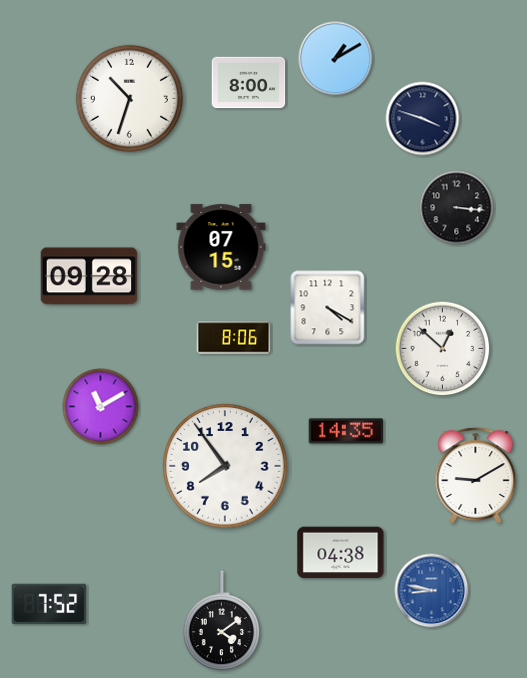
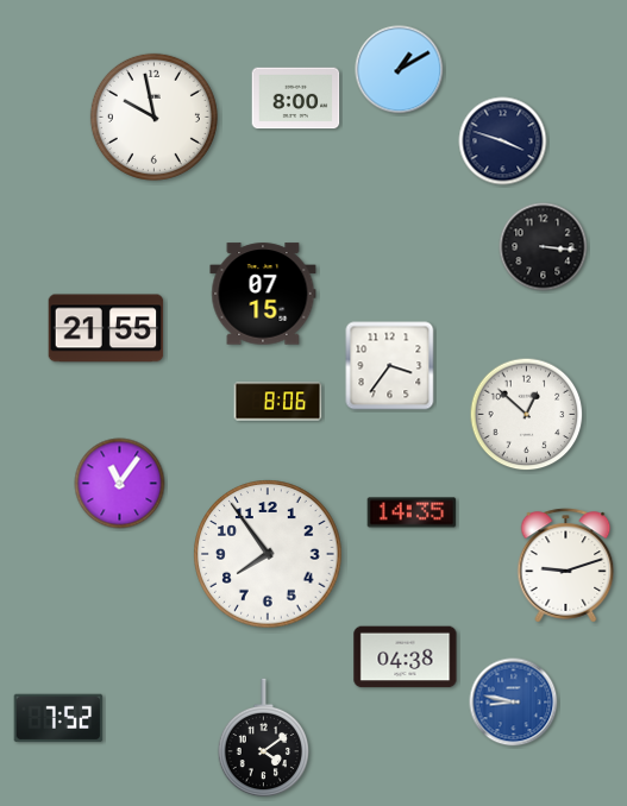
clock at (129, 98): 10:33 -> 9:58
clock at (89, 276): 09:28 -> 21:55
clock at (328, 308): 4:20 -> 3:36
clock at (101, 407): 11:10 -> 11:06
clock at (476, 476): 9:10 -> 9:12
